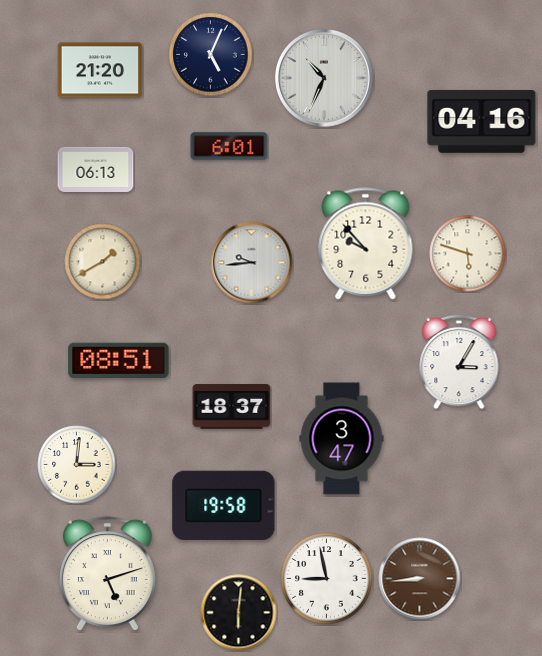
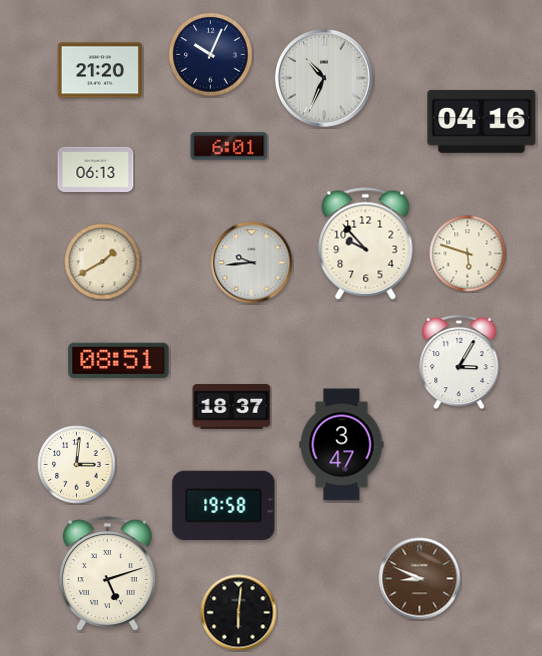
clock at (211, 55): 5:04 -> 10:04
clock at (342, 439) position: (342, 439) -> (342, 445)
clock at (327, 579): 8:58 -> none
clock at (420, 579): 8:44 -> 8:49
